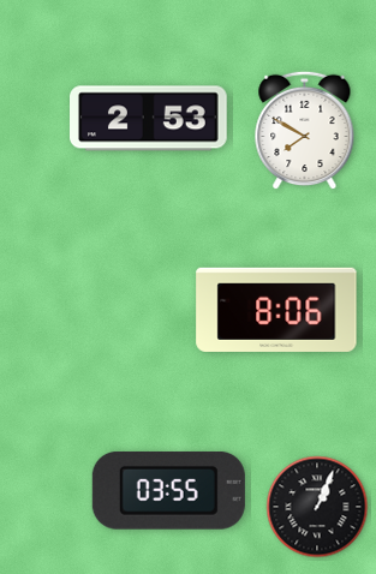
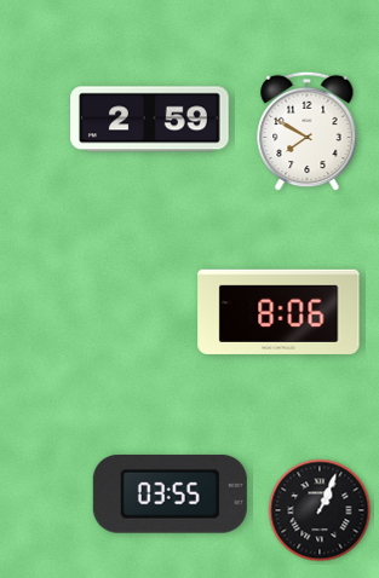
clock at (149, 119): 2:53 -> 2:59
